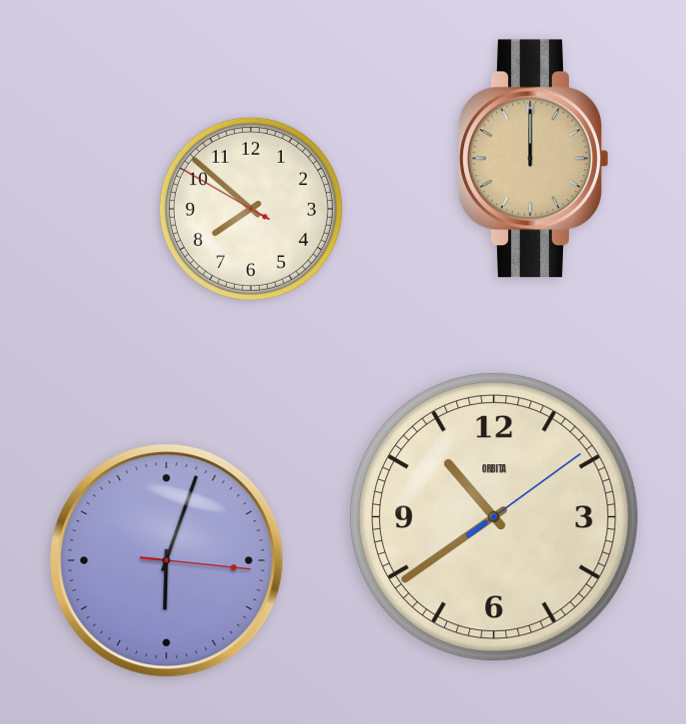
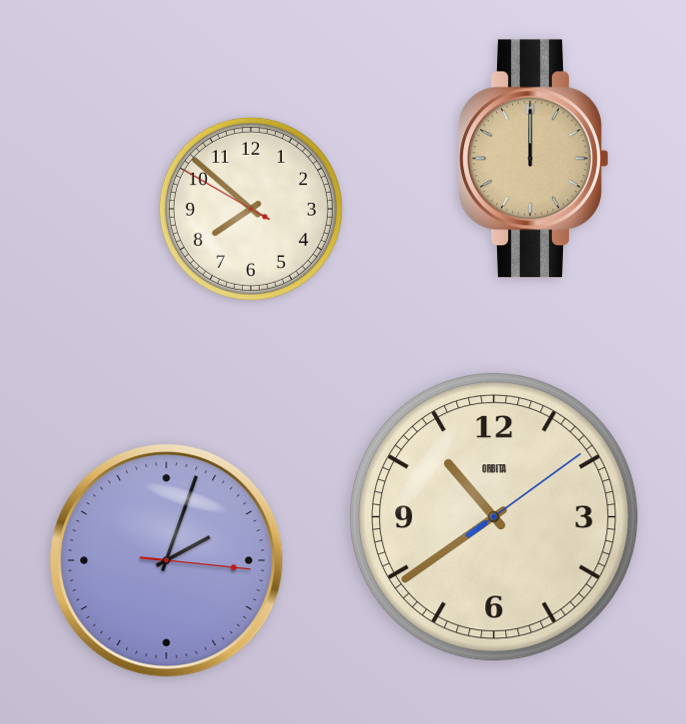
clock at (167, 561): 6:03 -> 2:03
